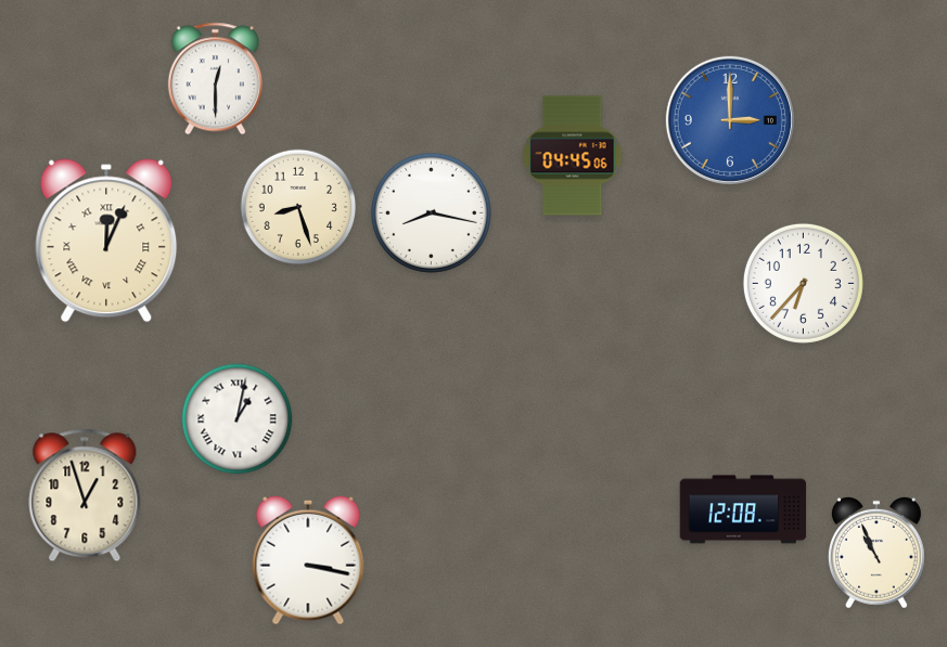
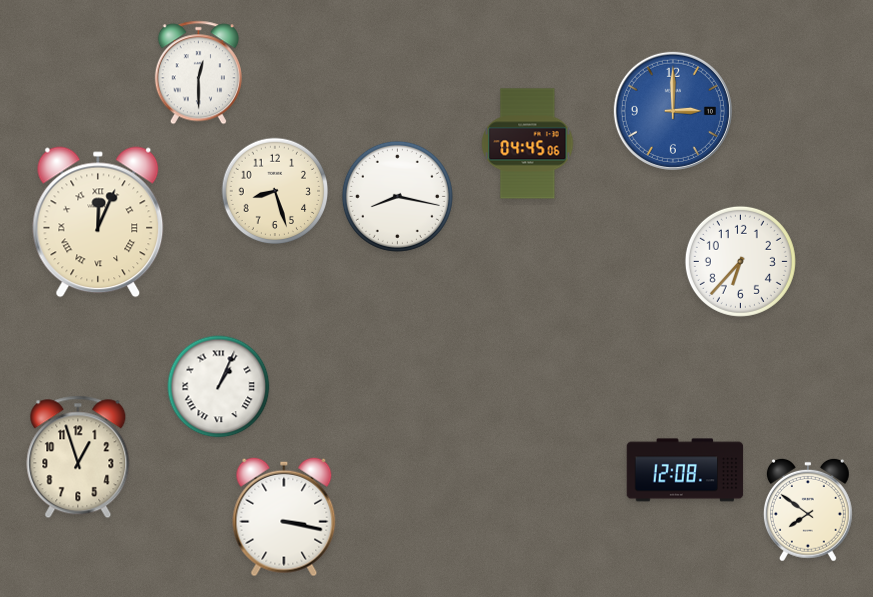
clock at (238, 419): 1:02 -> 1:04
clock at (876, 553): 10:56 -> 7:51
